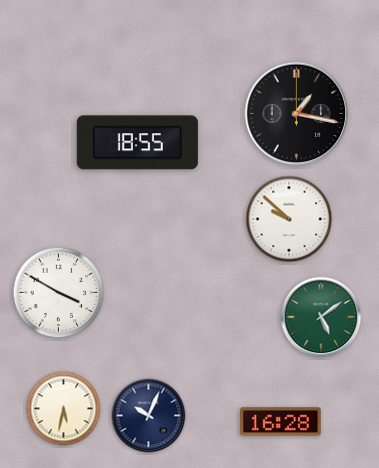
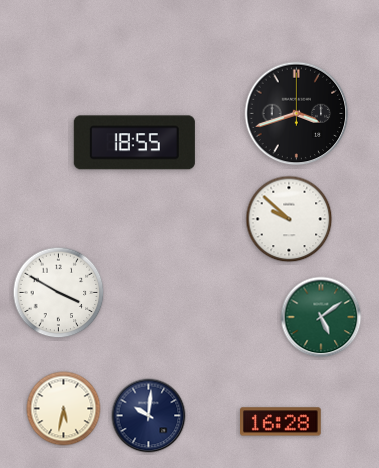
clock at (297, 114): 1:17 -> 3:42
clock at (137, 143) position: (137, 143) -> (134, 143)
clock at (149, 416): 10:04 -> 10:01
